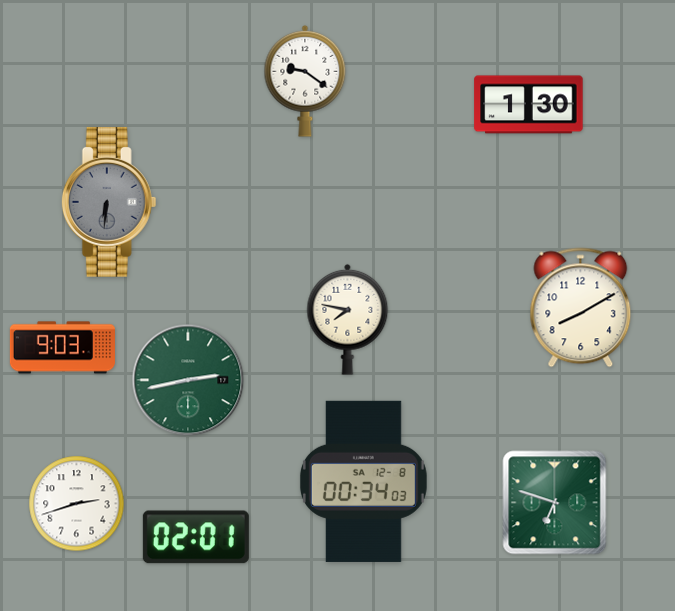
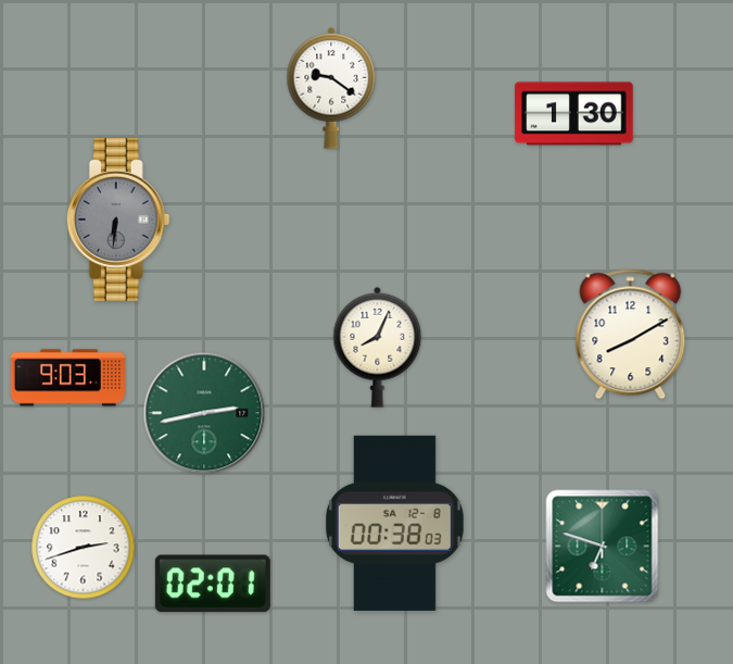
clock at (348, 319): 7:47 -> 8:04
clock at (363, 481): 00:34 -> 00:38
